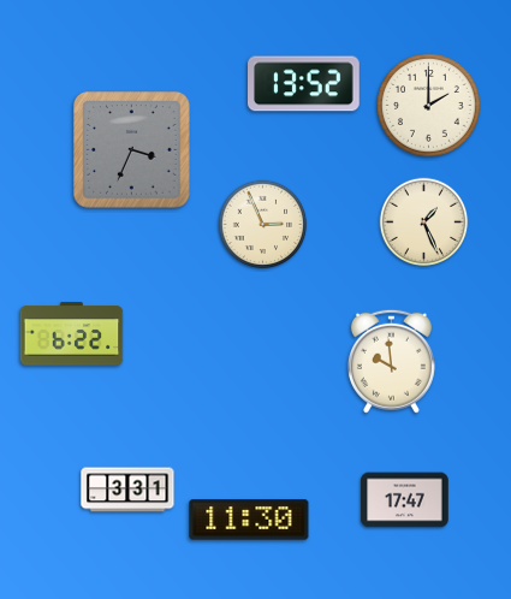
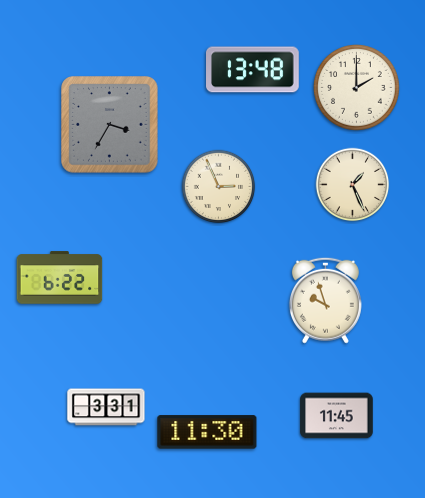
clock at (304, 84): 13:52 -> 13:48
clock at (132, 150): 3:34 -> 3:35
clock at (391, 361): 9:59 -> 9:57
clock at (405, 500): 17:47 -> 11:45
